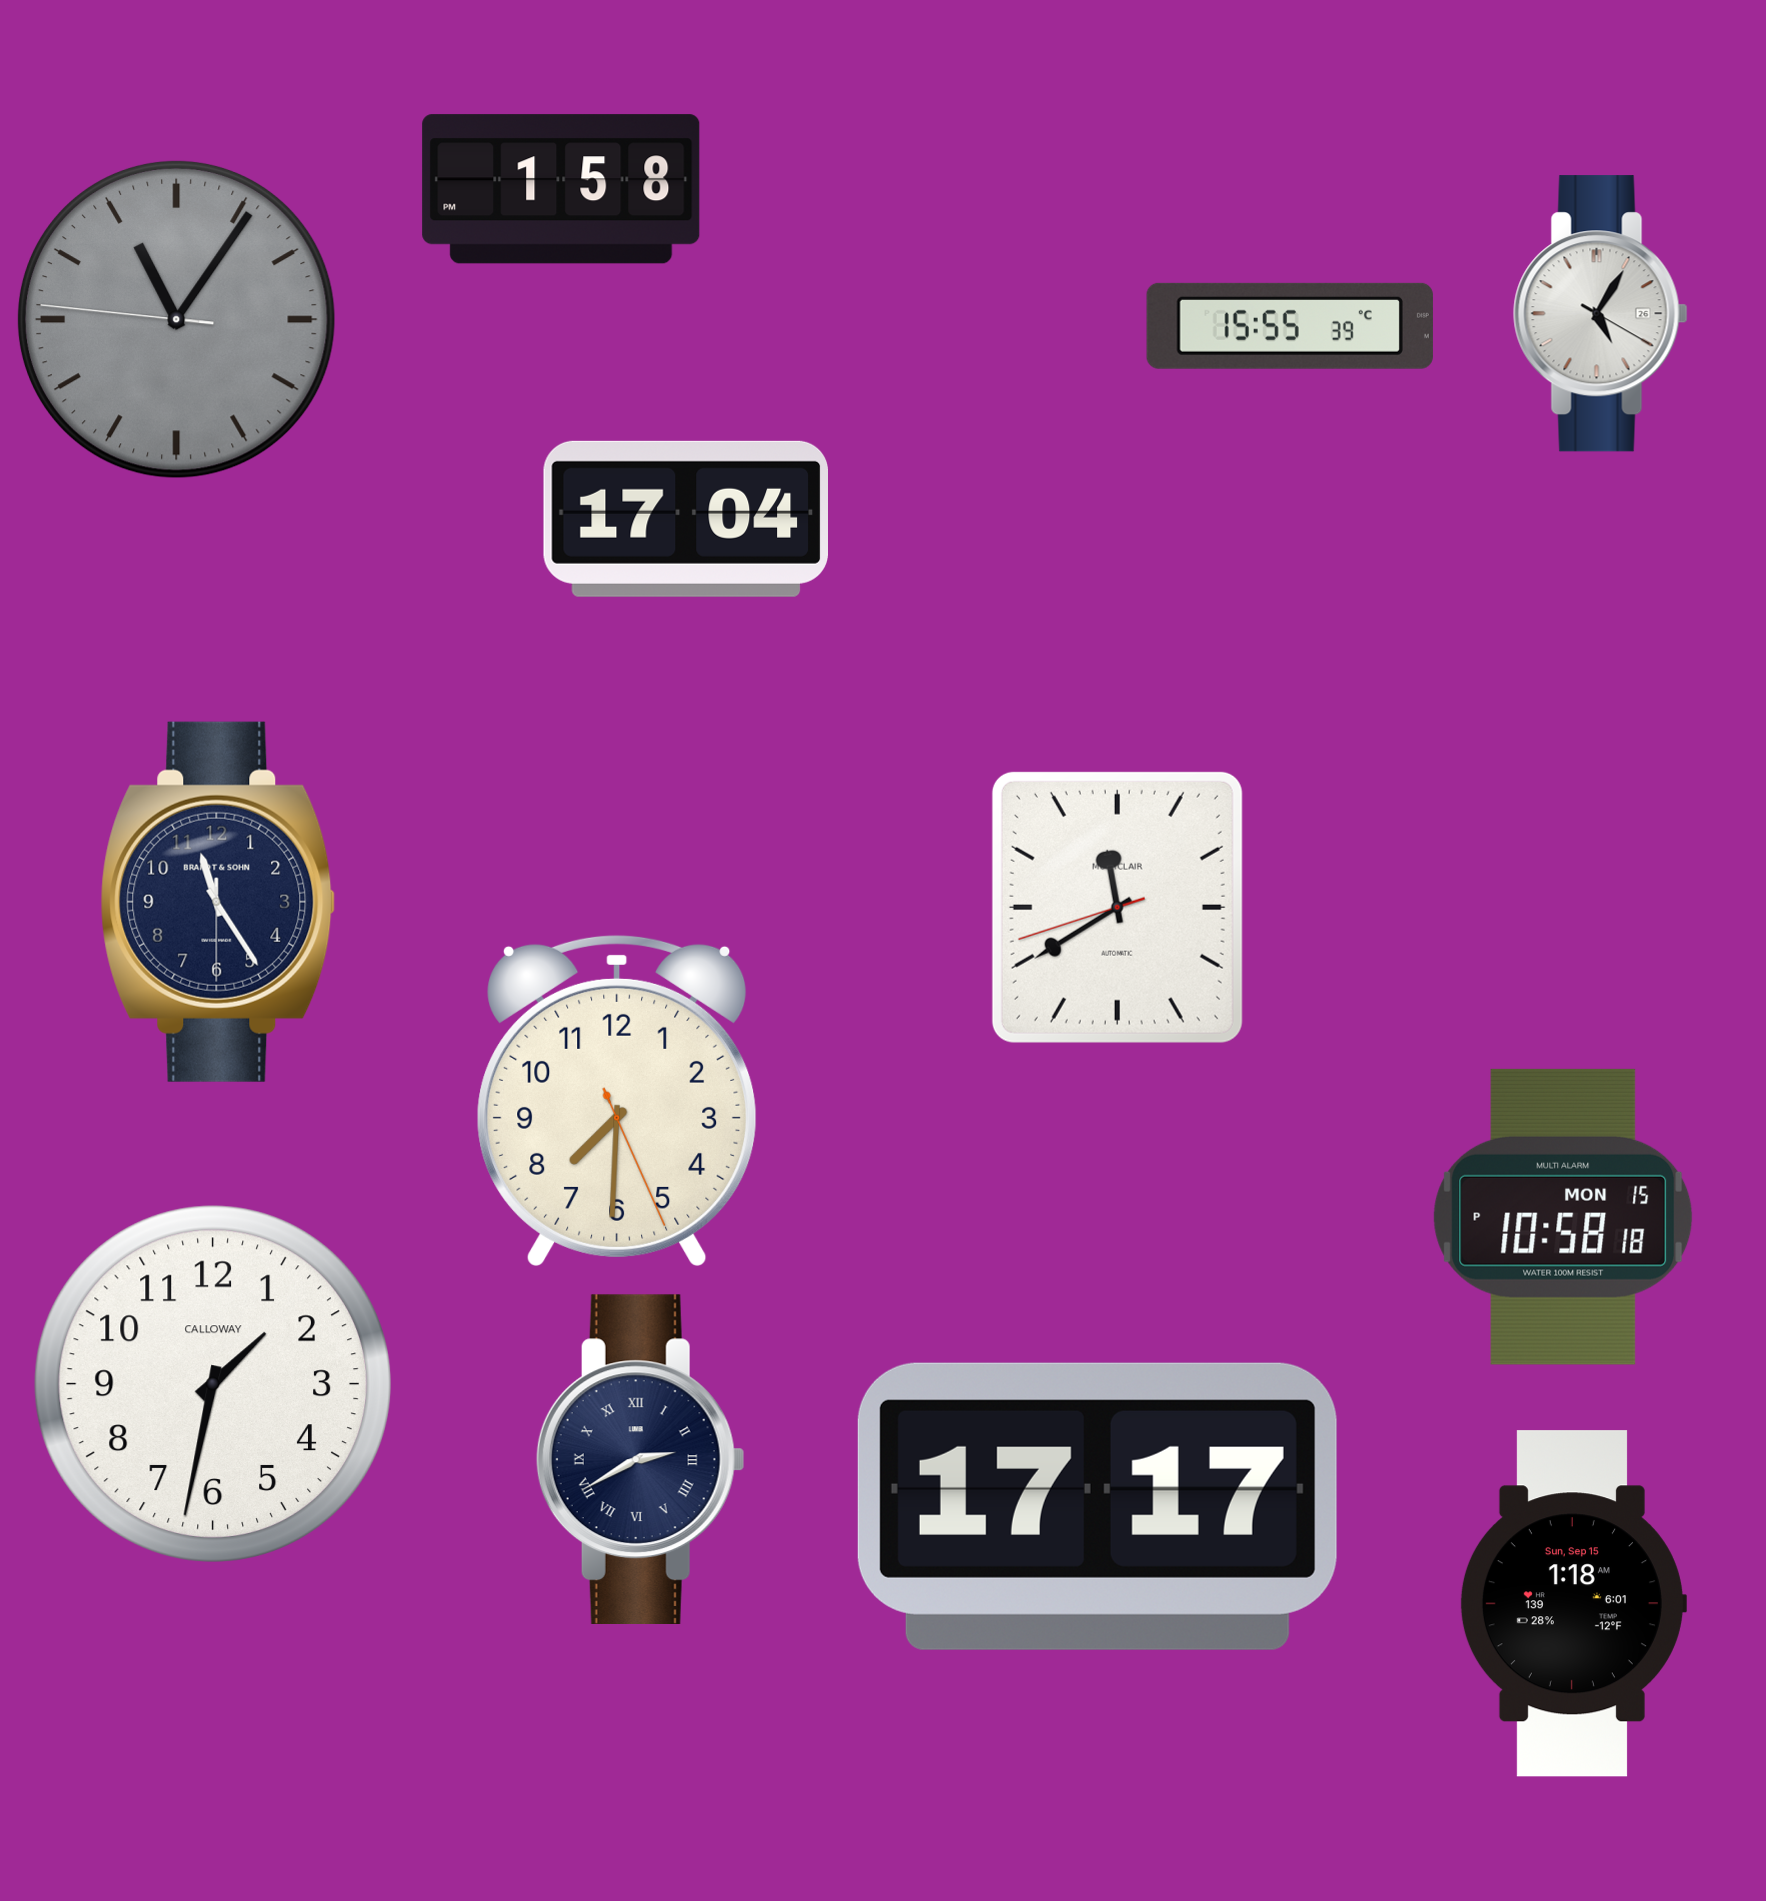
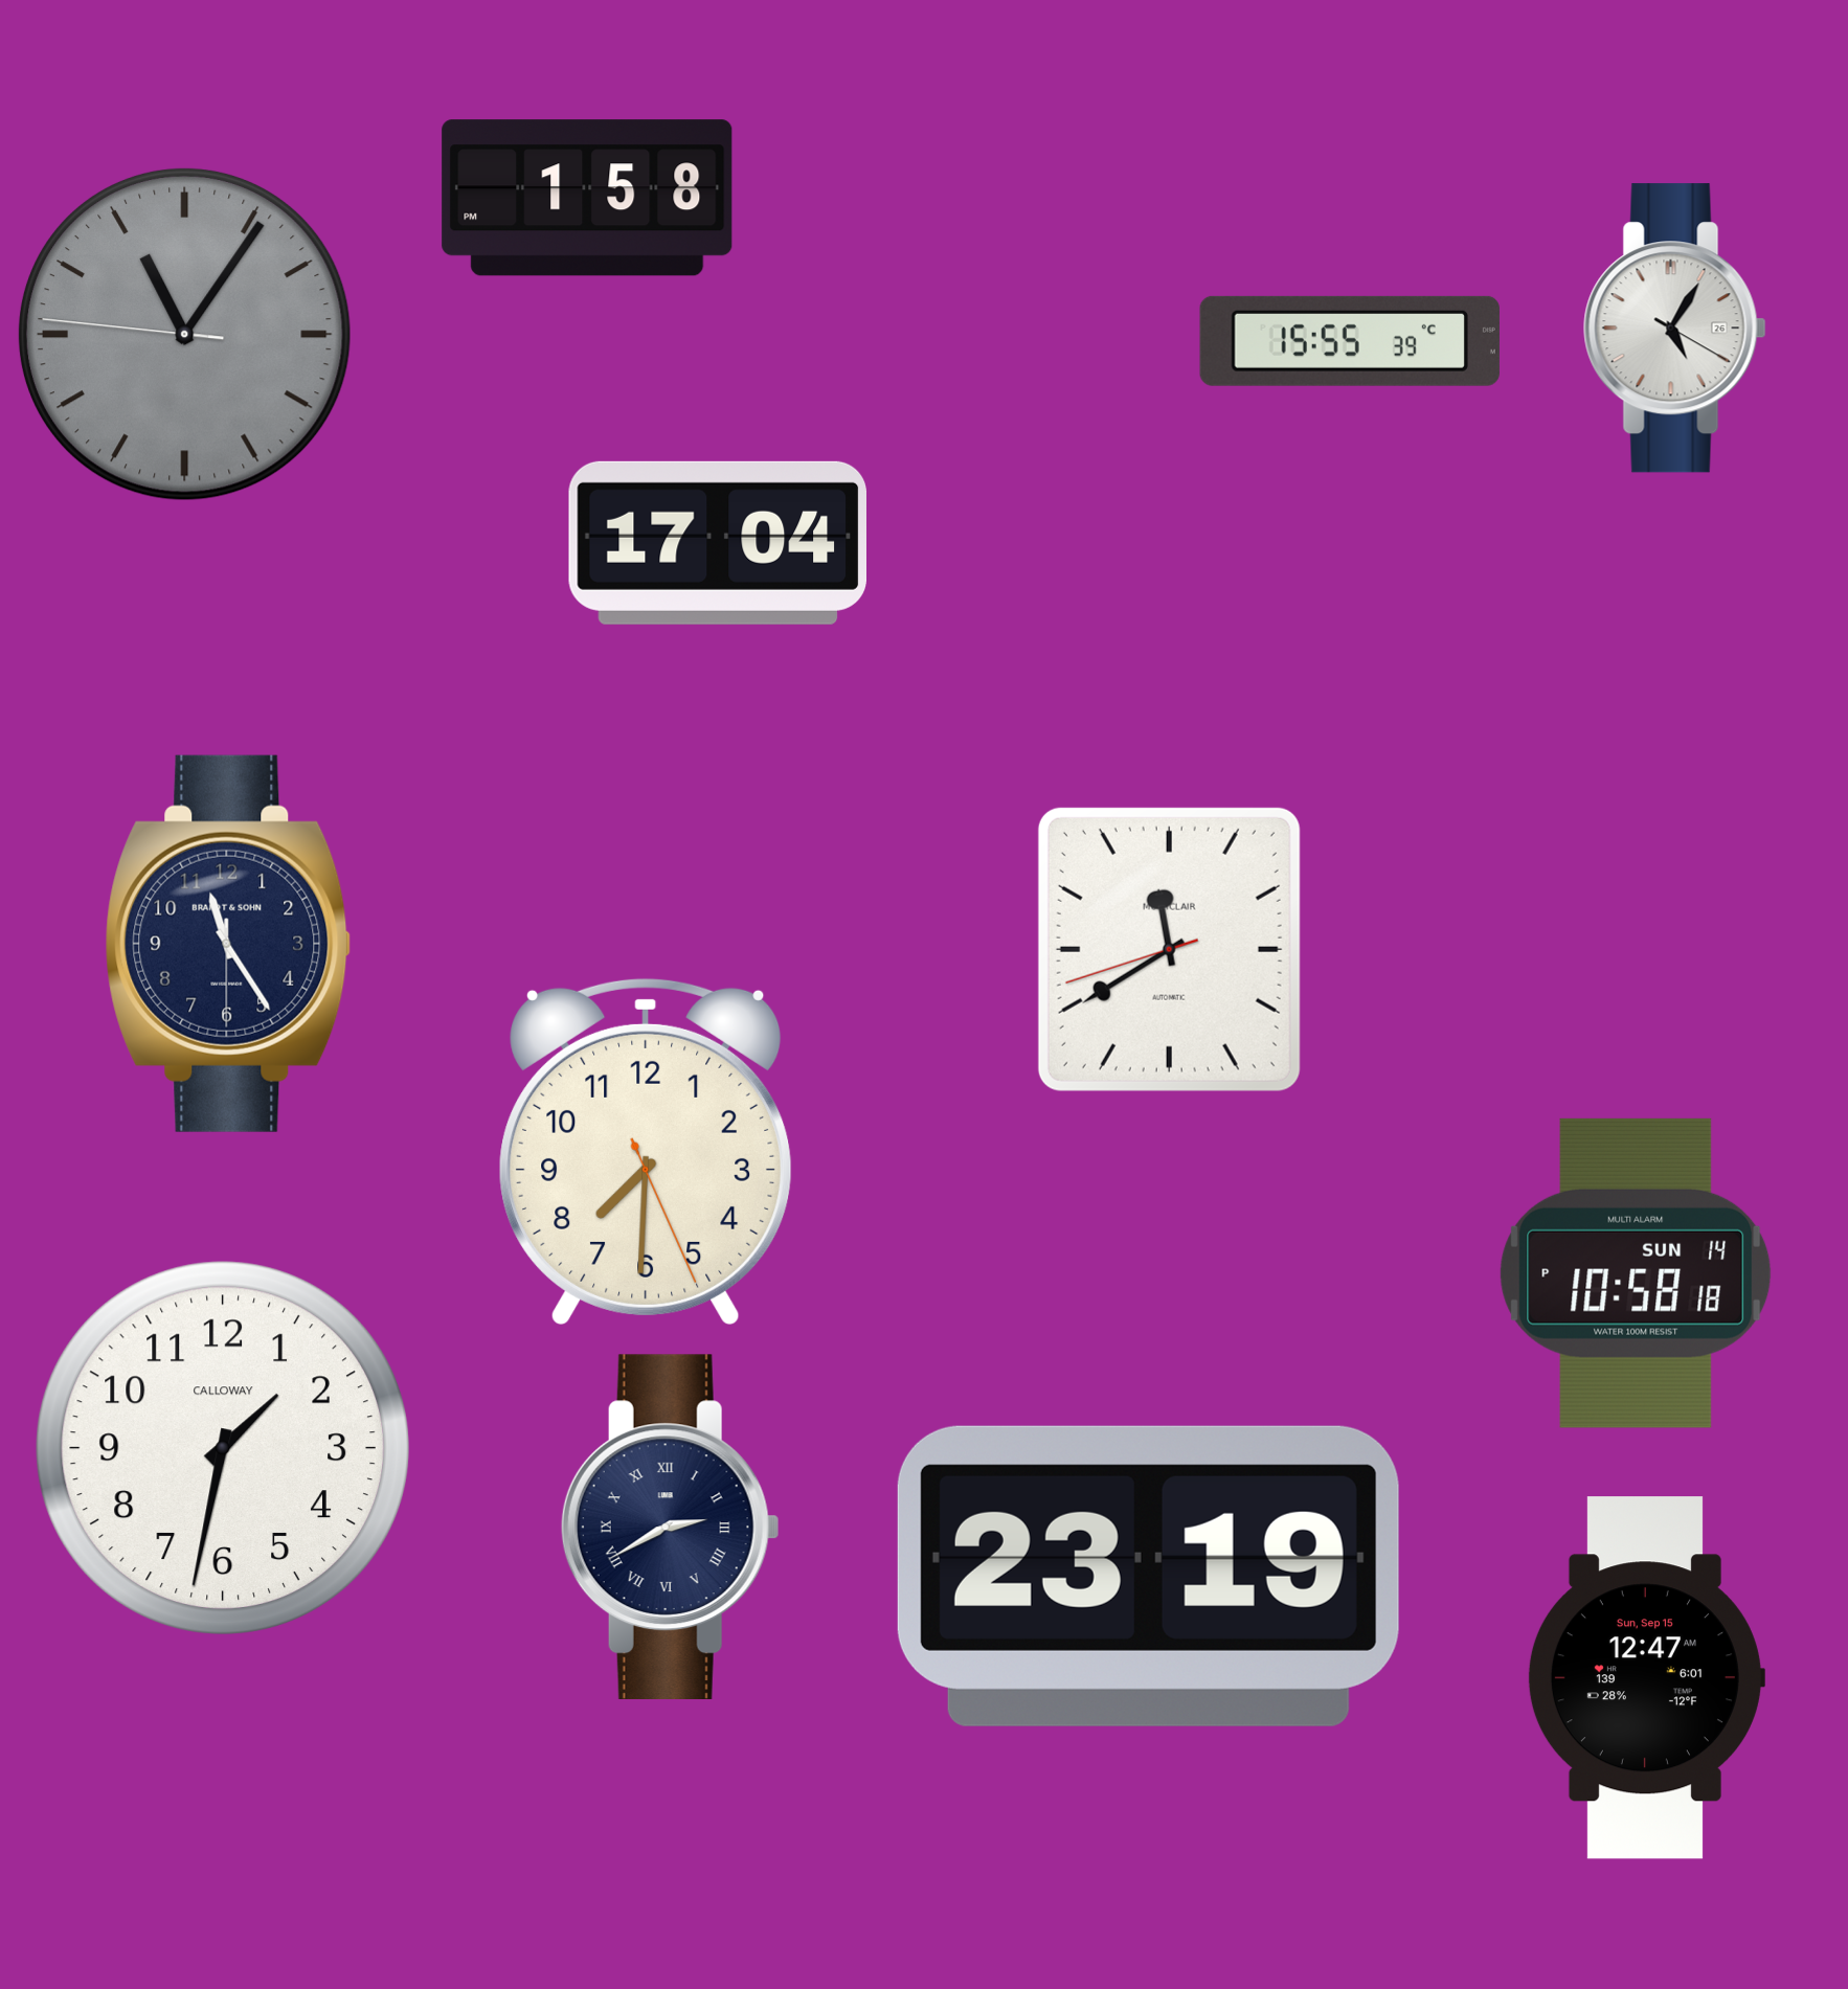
clock at (1563, 1217) date: MON 15 -> SUN 14
clock at (1097, 1506): 17:17 -> 23:19
clock at (1573, 1604): 1:18 -> 12:47
